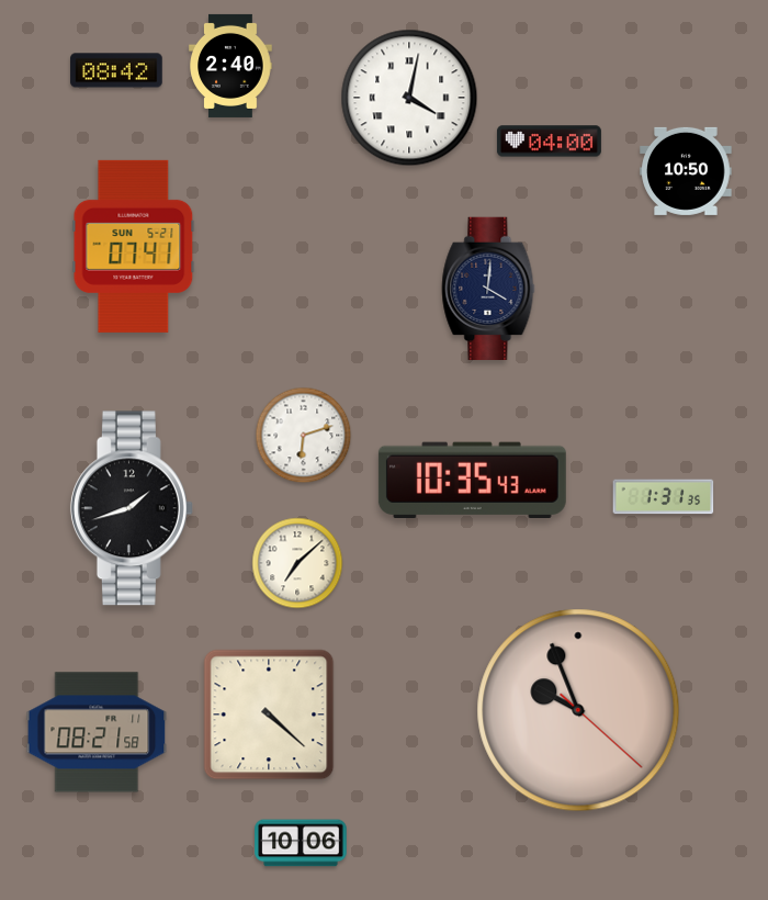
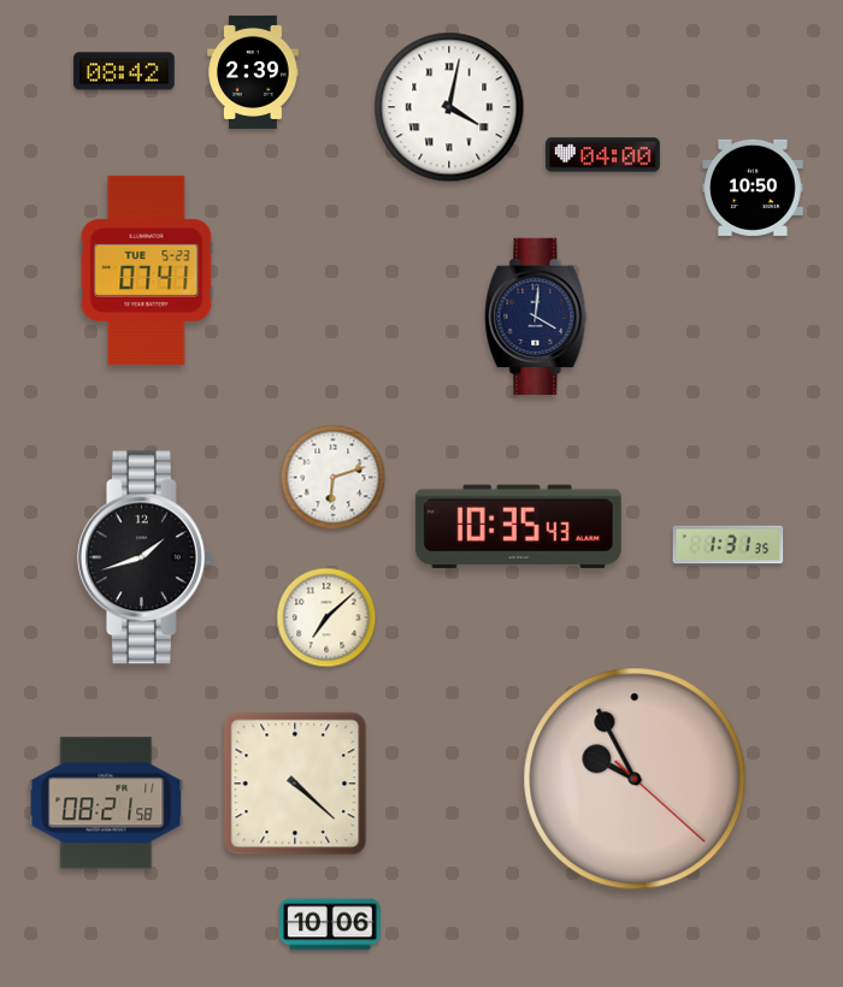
clock at (230, 66): 2:40 -> 2:39
clock at (116, 70) position: (116, 70) -> (124, 71)
clock at (134, 246) date: SUN 5-21 -> TUE 5-23
clock at (578, 710): 9:56 -> 9:55
